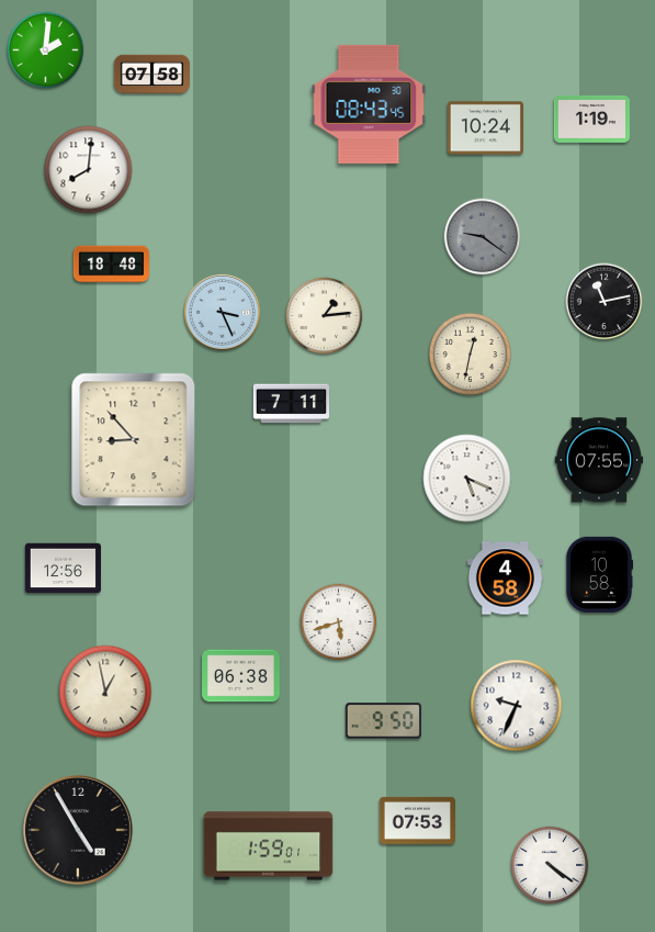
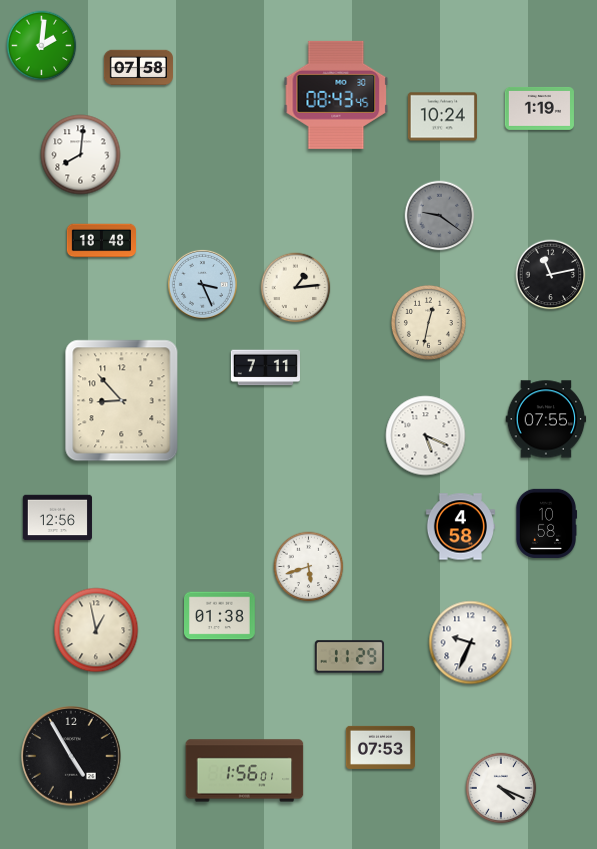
clock at (241, 676): 06:38 -> 01:38
clock at (383, 721): 9:50 -> 11:29
clock at (269, 846): 1:59 -> 1:56
clock at (550, 865): 4:21 -> 4:19
